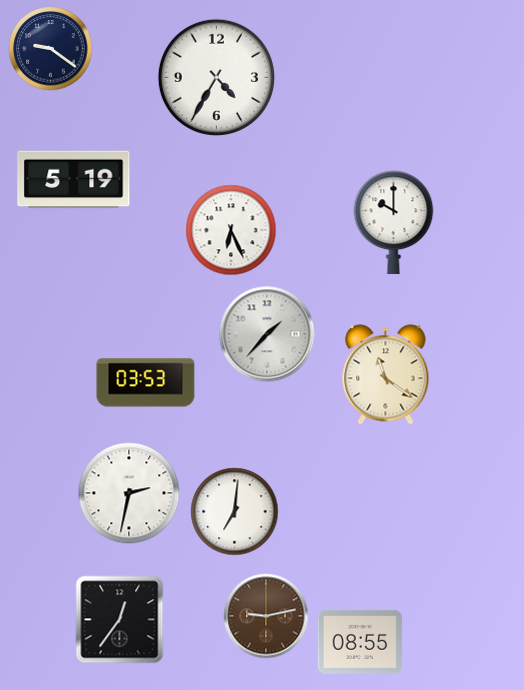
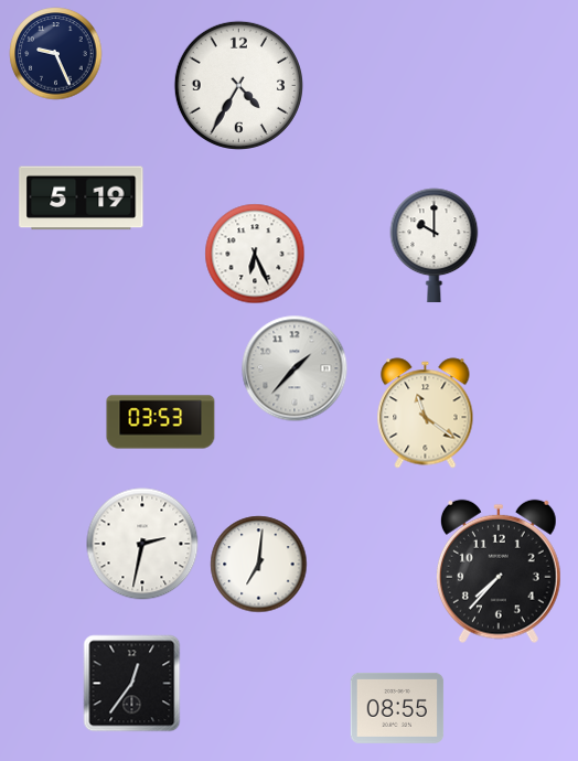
clock at (51, 49): 9:21 -> 9:26
clock at (499, 571): none -> 7:37
clock at (266, 616): 9:13 -> none
